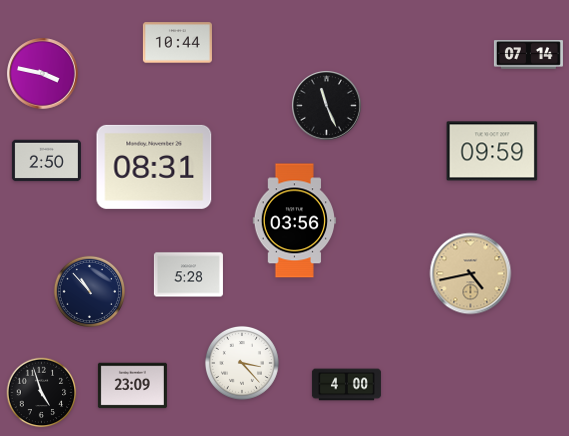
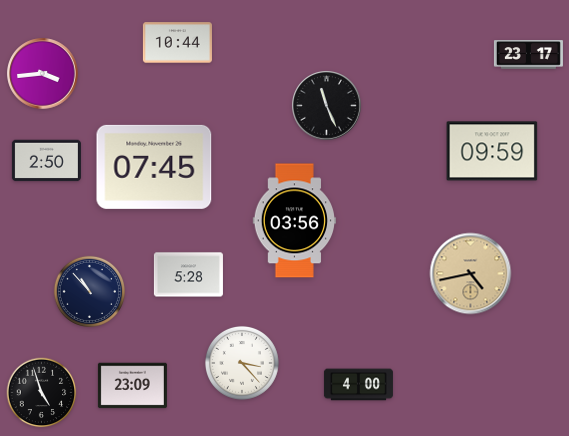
clock at (528, 55): 07:14 -> 23:17
clock at (43, 74): 3:47 -> 3:44
clock at (154, 167): 08:31 -> 07:45
clock at (346, 385) position: (346, 385) -> (358, 385)
